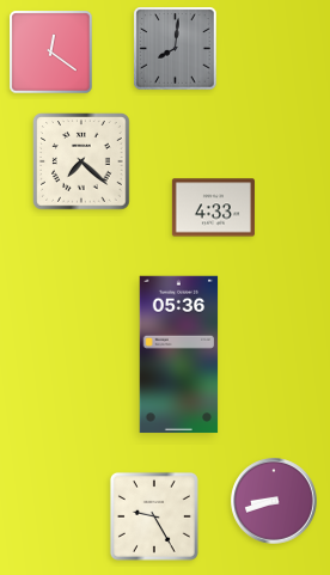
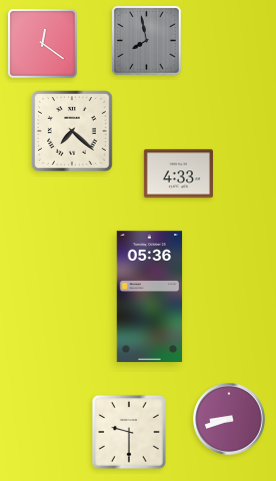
clock at (176, 49): 8:01 -> 7:58
clock at (81, 161) position: (81, 161) -> (72, 131)
clock at (154, 516): 9:25 -> 9:30
